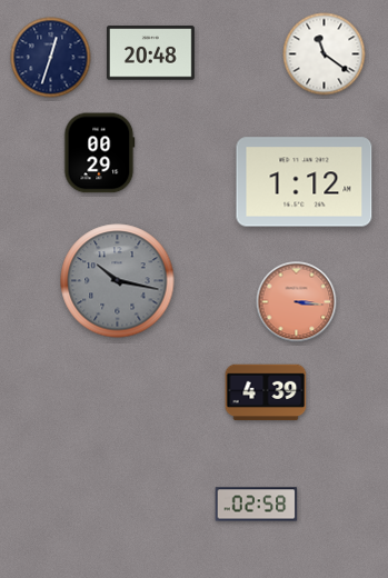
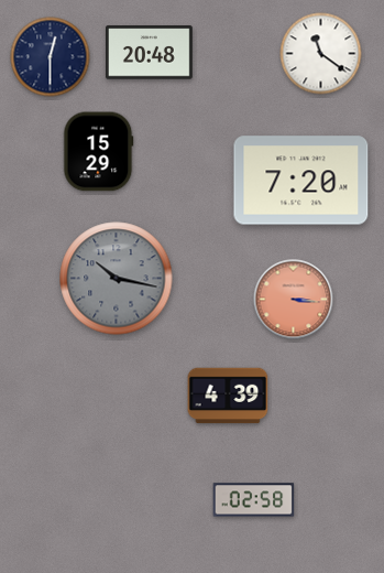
clock at (51, 58): 12:33 -> 12:30
clock at (100, 153): 00:29 -> 15:29
clock at (305, 182): 1:12 -> 7:20
clock at (266, 392) position: (266, 392) -> (228, 396)
